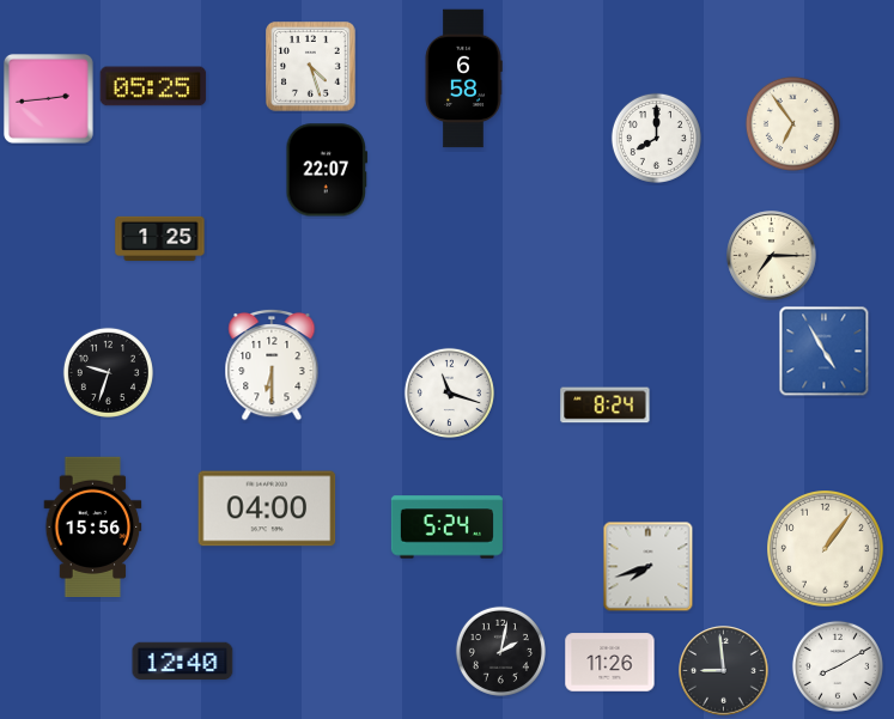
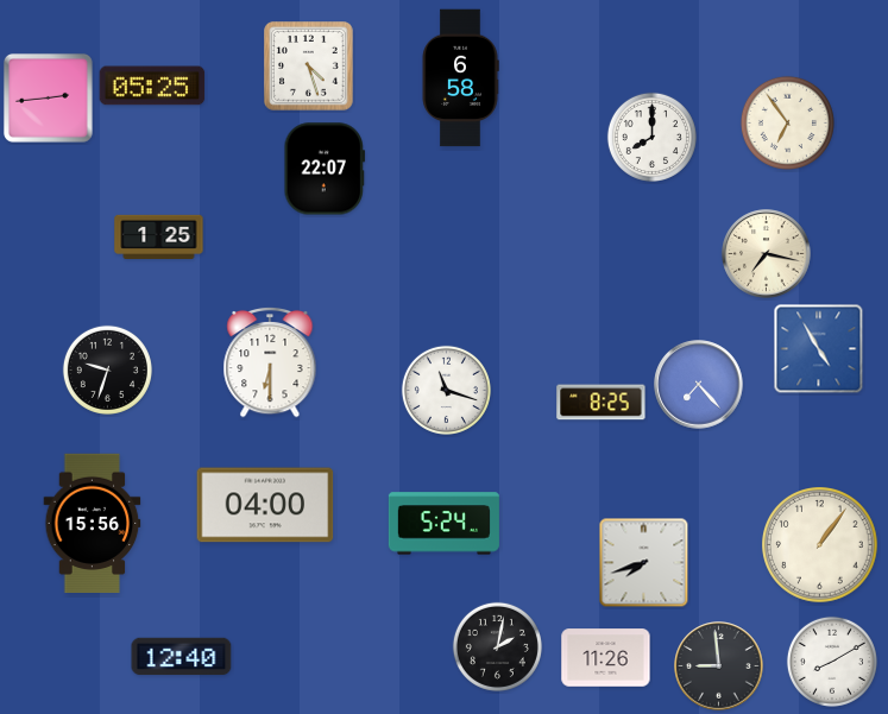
clock at (772, 256): 7:15 -> 7:17
clock at (699, 385): none -> 7:23
clock at (606, 406): 8:24 -> 8:25
